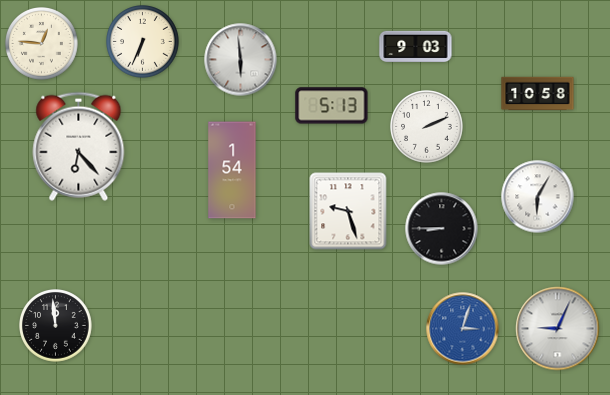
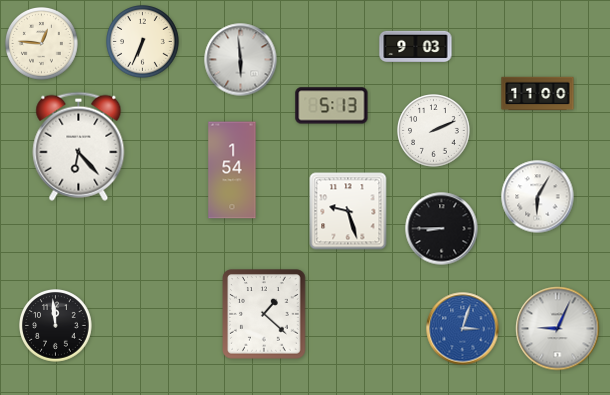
clock at (538, 94): 10:58 -> 11:00
clock at (427, 127) position: (427, 127) -> (434, 131)
clock at (264, 314): none -> 1:22
